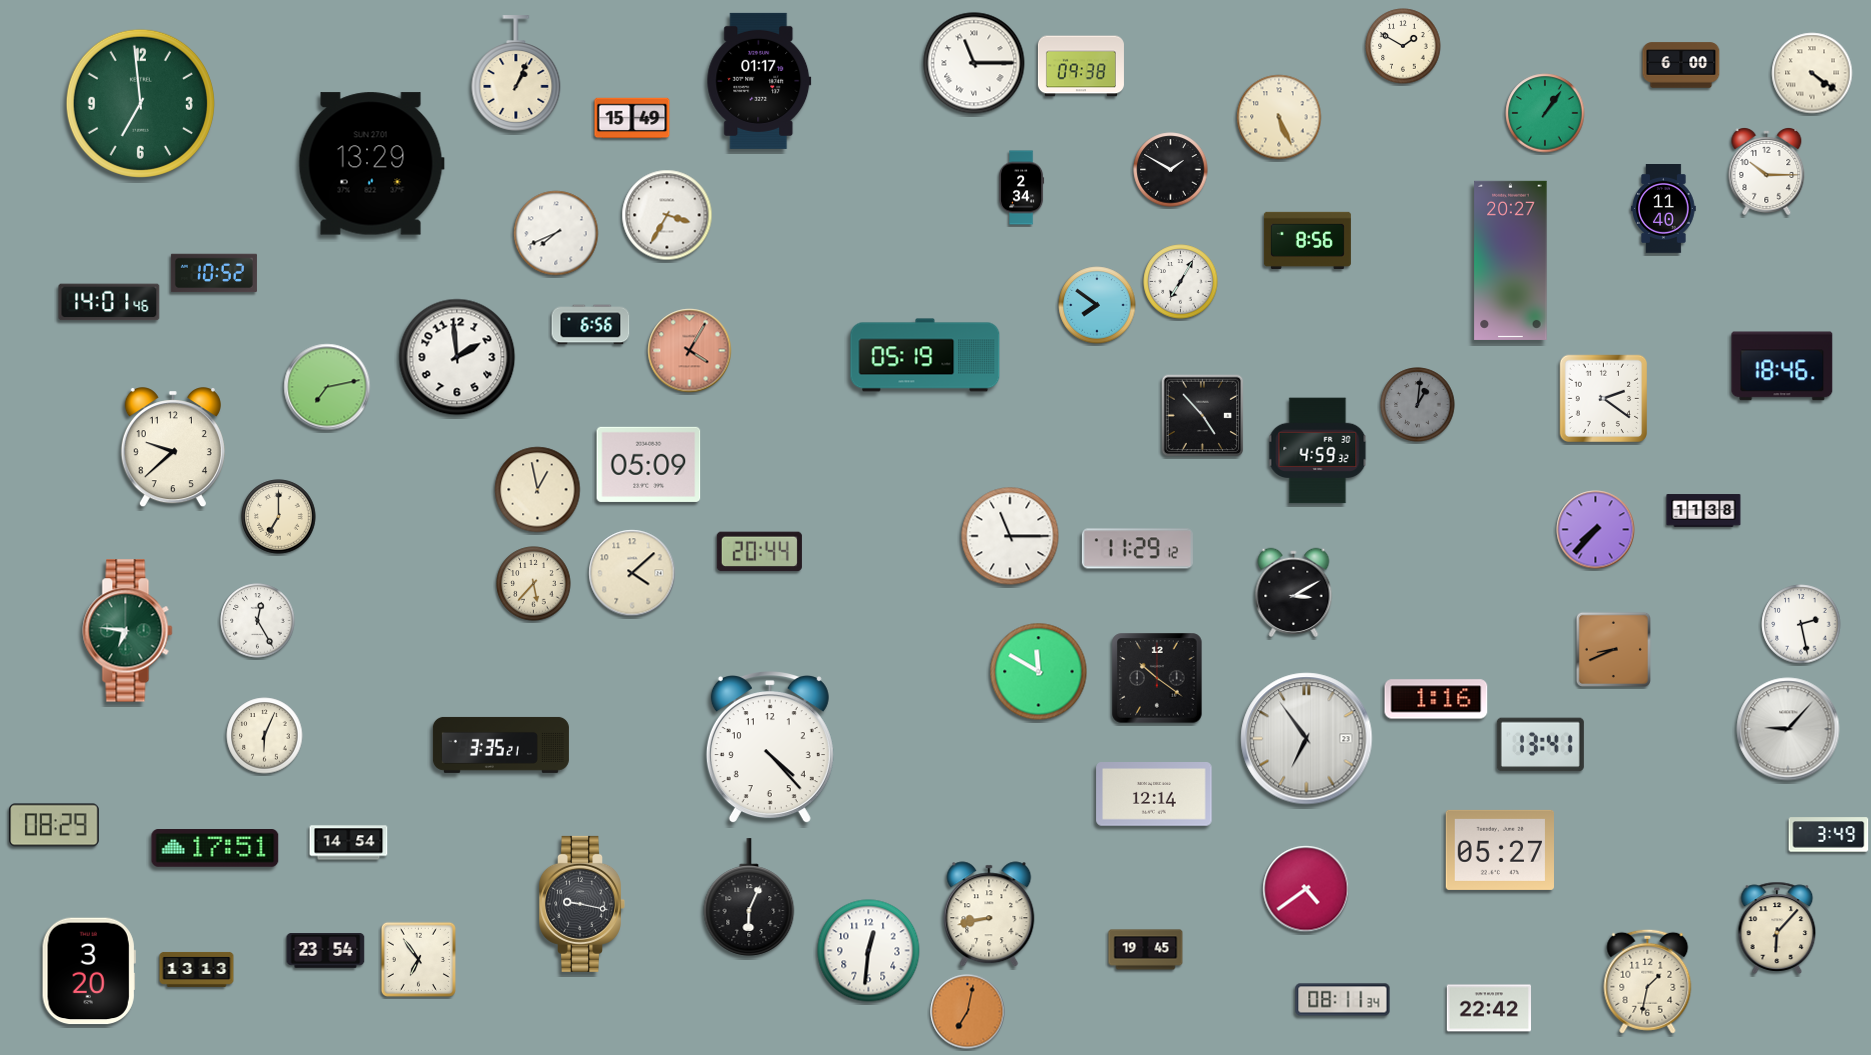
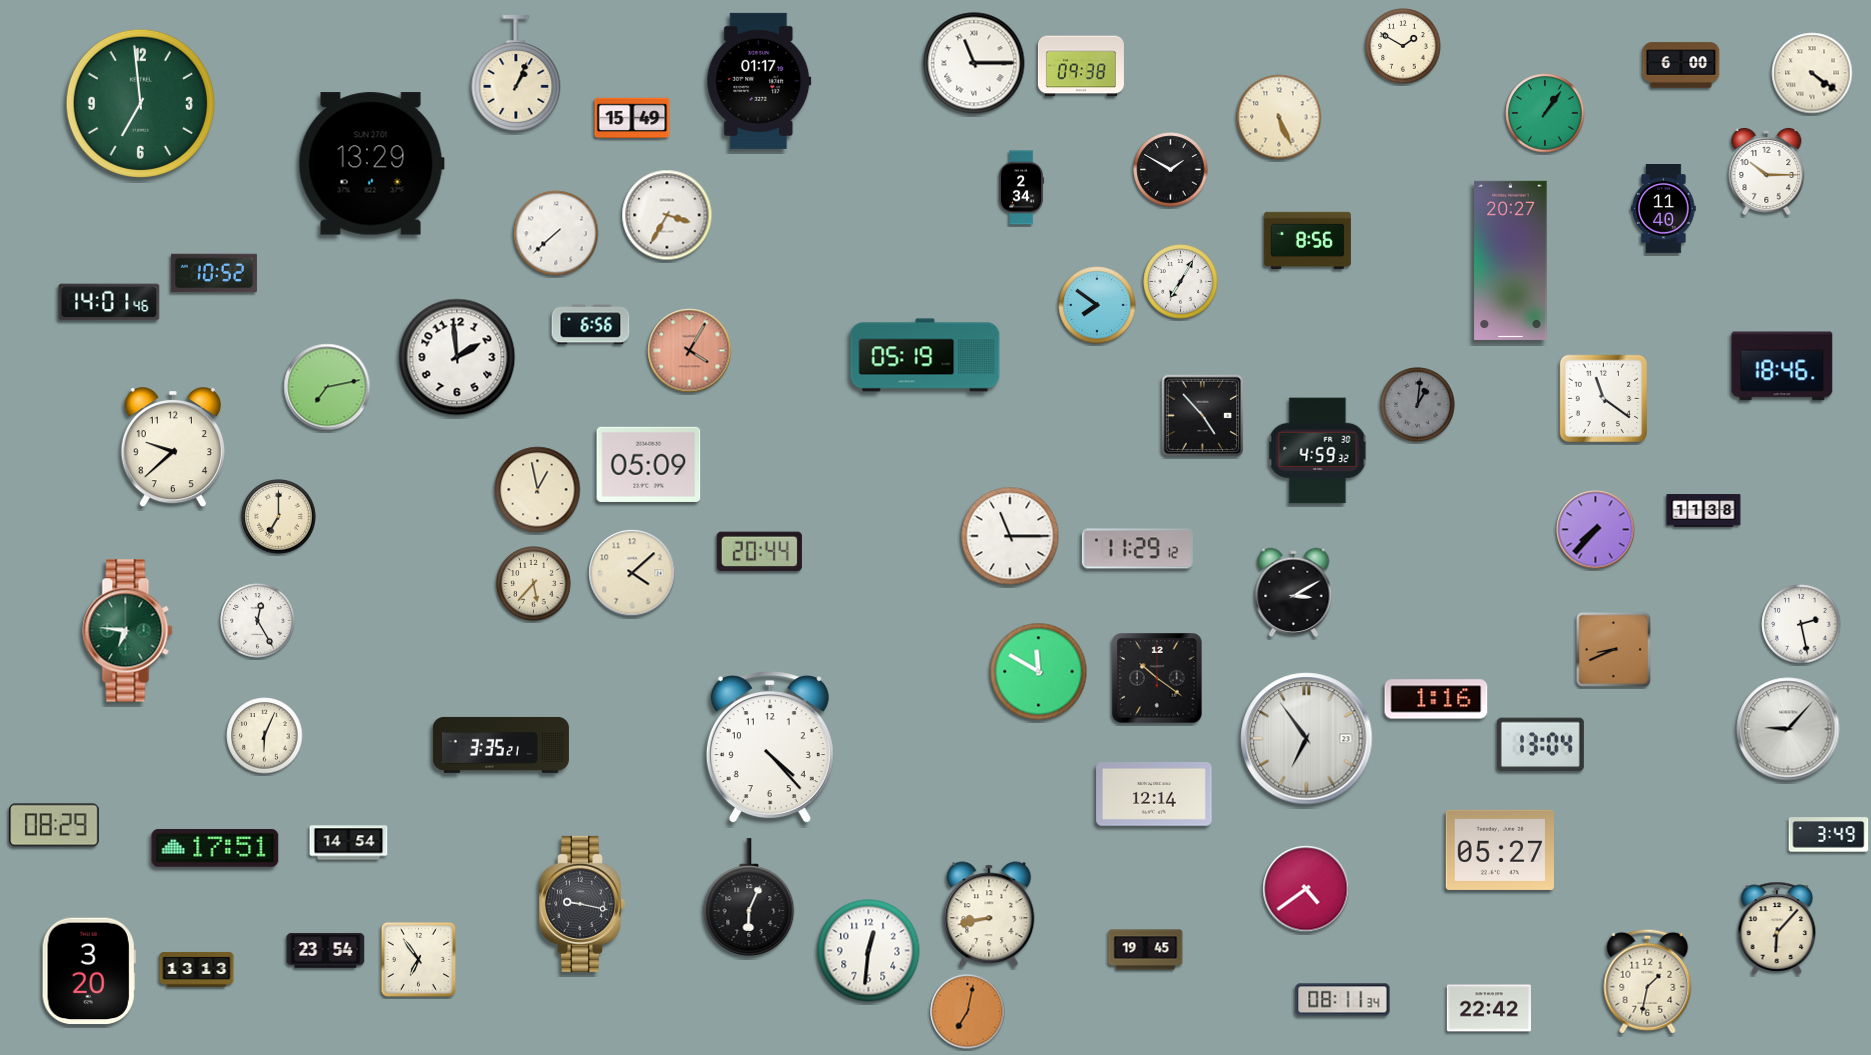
clock at (556, 233): 7:41 -> 7:38
clock at (1604, 399): 2:21 -> 11:21
clock at (1540, 745): 13:41 -> 13:04
